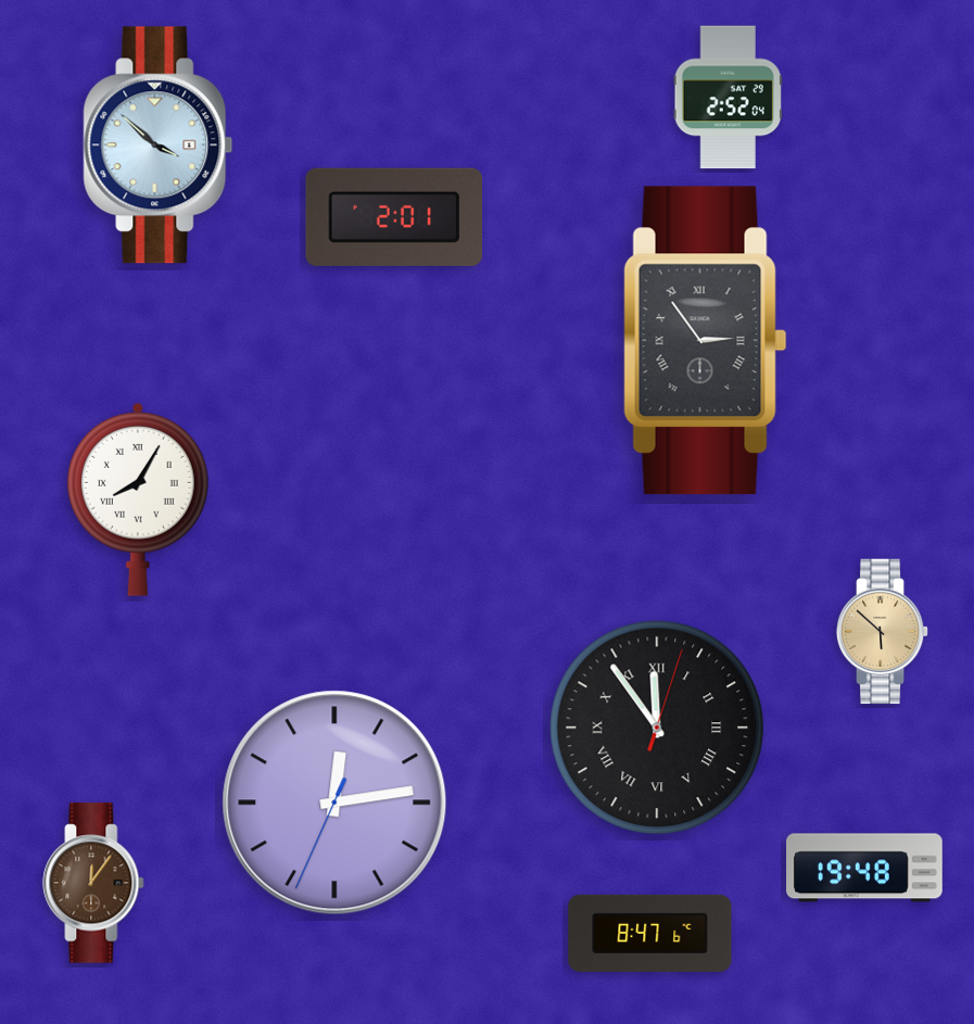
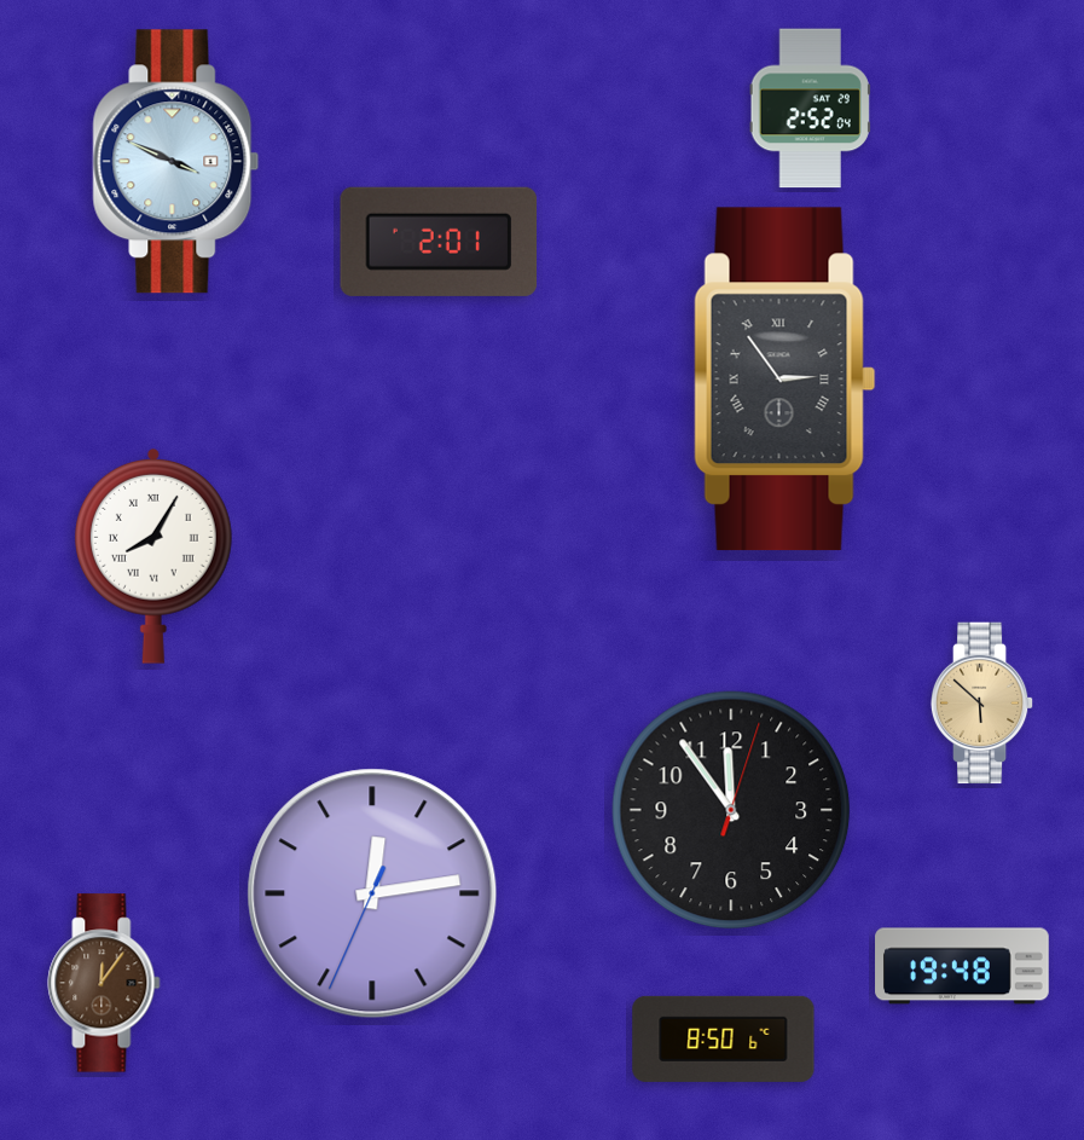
clock at (159, 146): 3:52 -> 3:49
clock at (657, 728) numerals: Roman -> Arabic
clock at (650, 933): 8:47 -> 8:50
